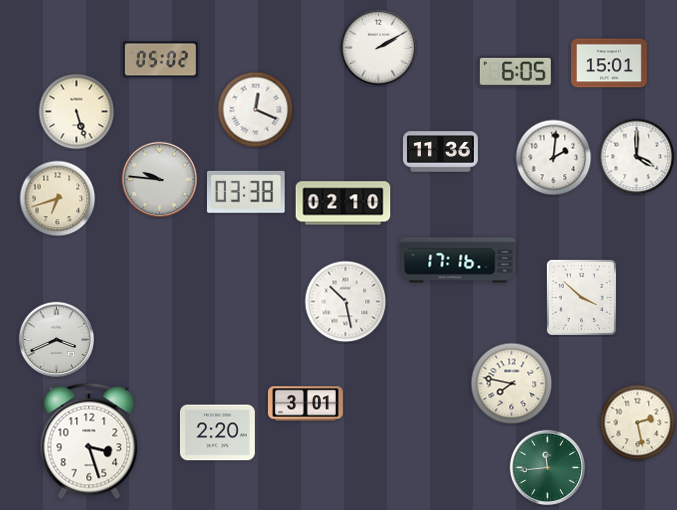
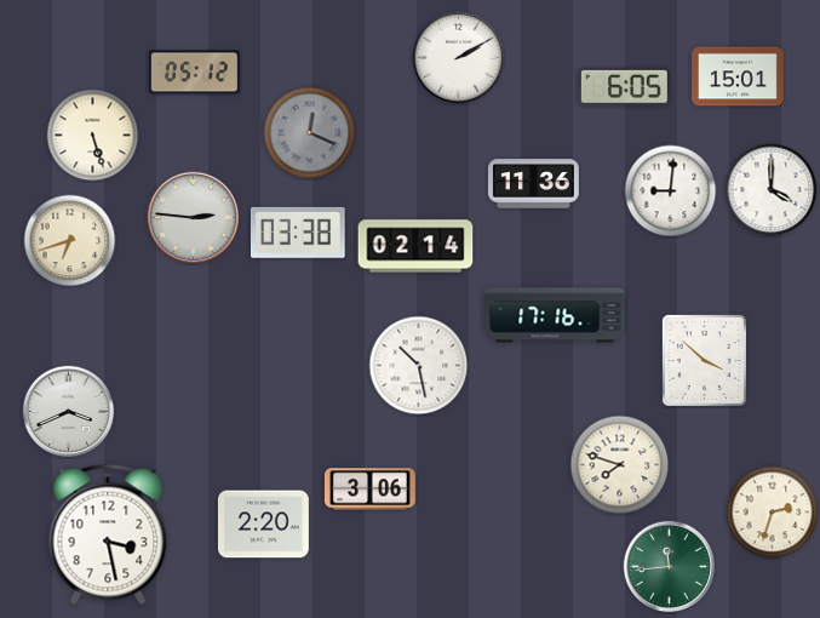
clock at (160, 60): 05:02 -> 05:12
clock at (256, 110) dial: white -> grey
clock at (554, 158): 2:01 -> 9:01
clock at (160, 180): 9:46 -> 2:46
clock at (343, 203): 02:10 -> 02:14
clock at (512, 384): 7:47 -> 7:48
clock at (305, 404): 3:01 -> 3:06
clock at (638, 423): 2:28 -> 2:33
clock at (89, 441): 3:27 -> 3:28
clock at (548, 468) position: (548, 468) -> (670, 567)
